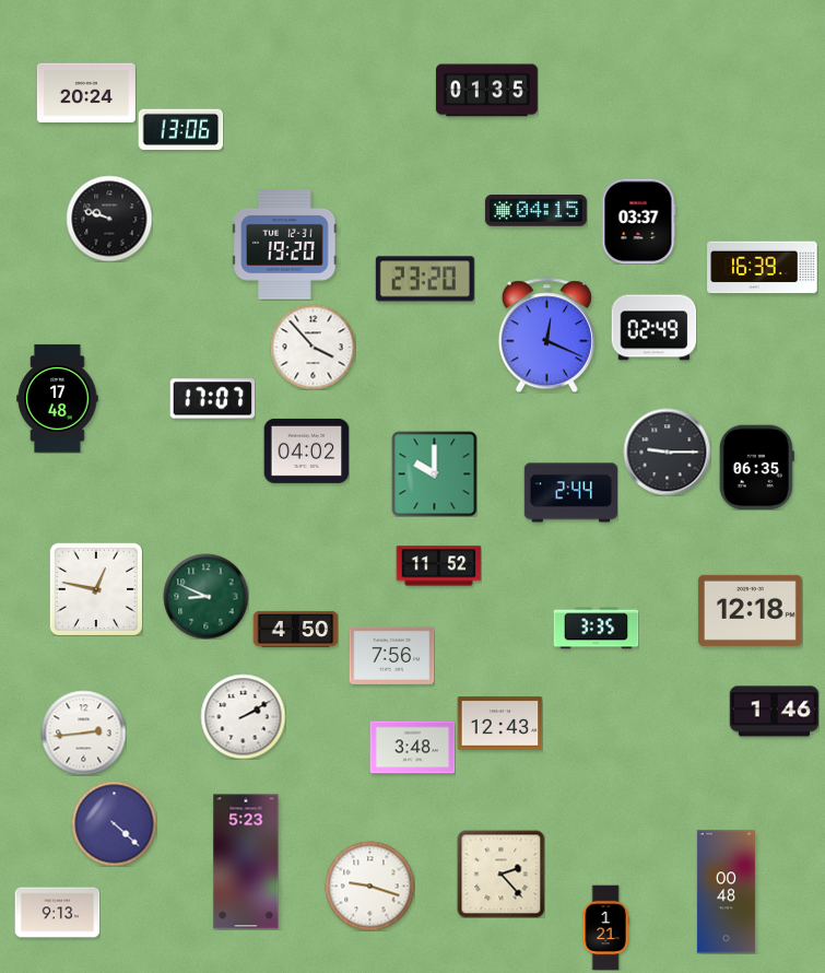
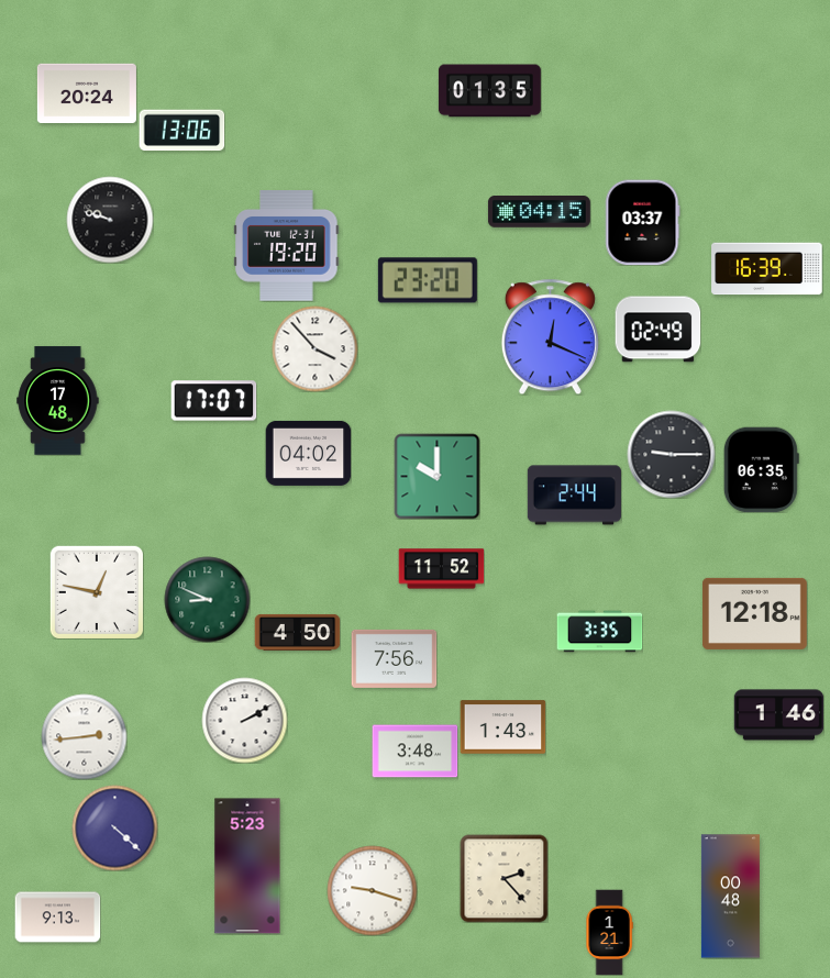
clock at (499, 724): 12:43 -> 1:43
